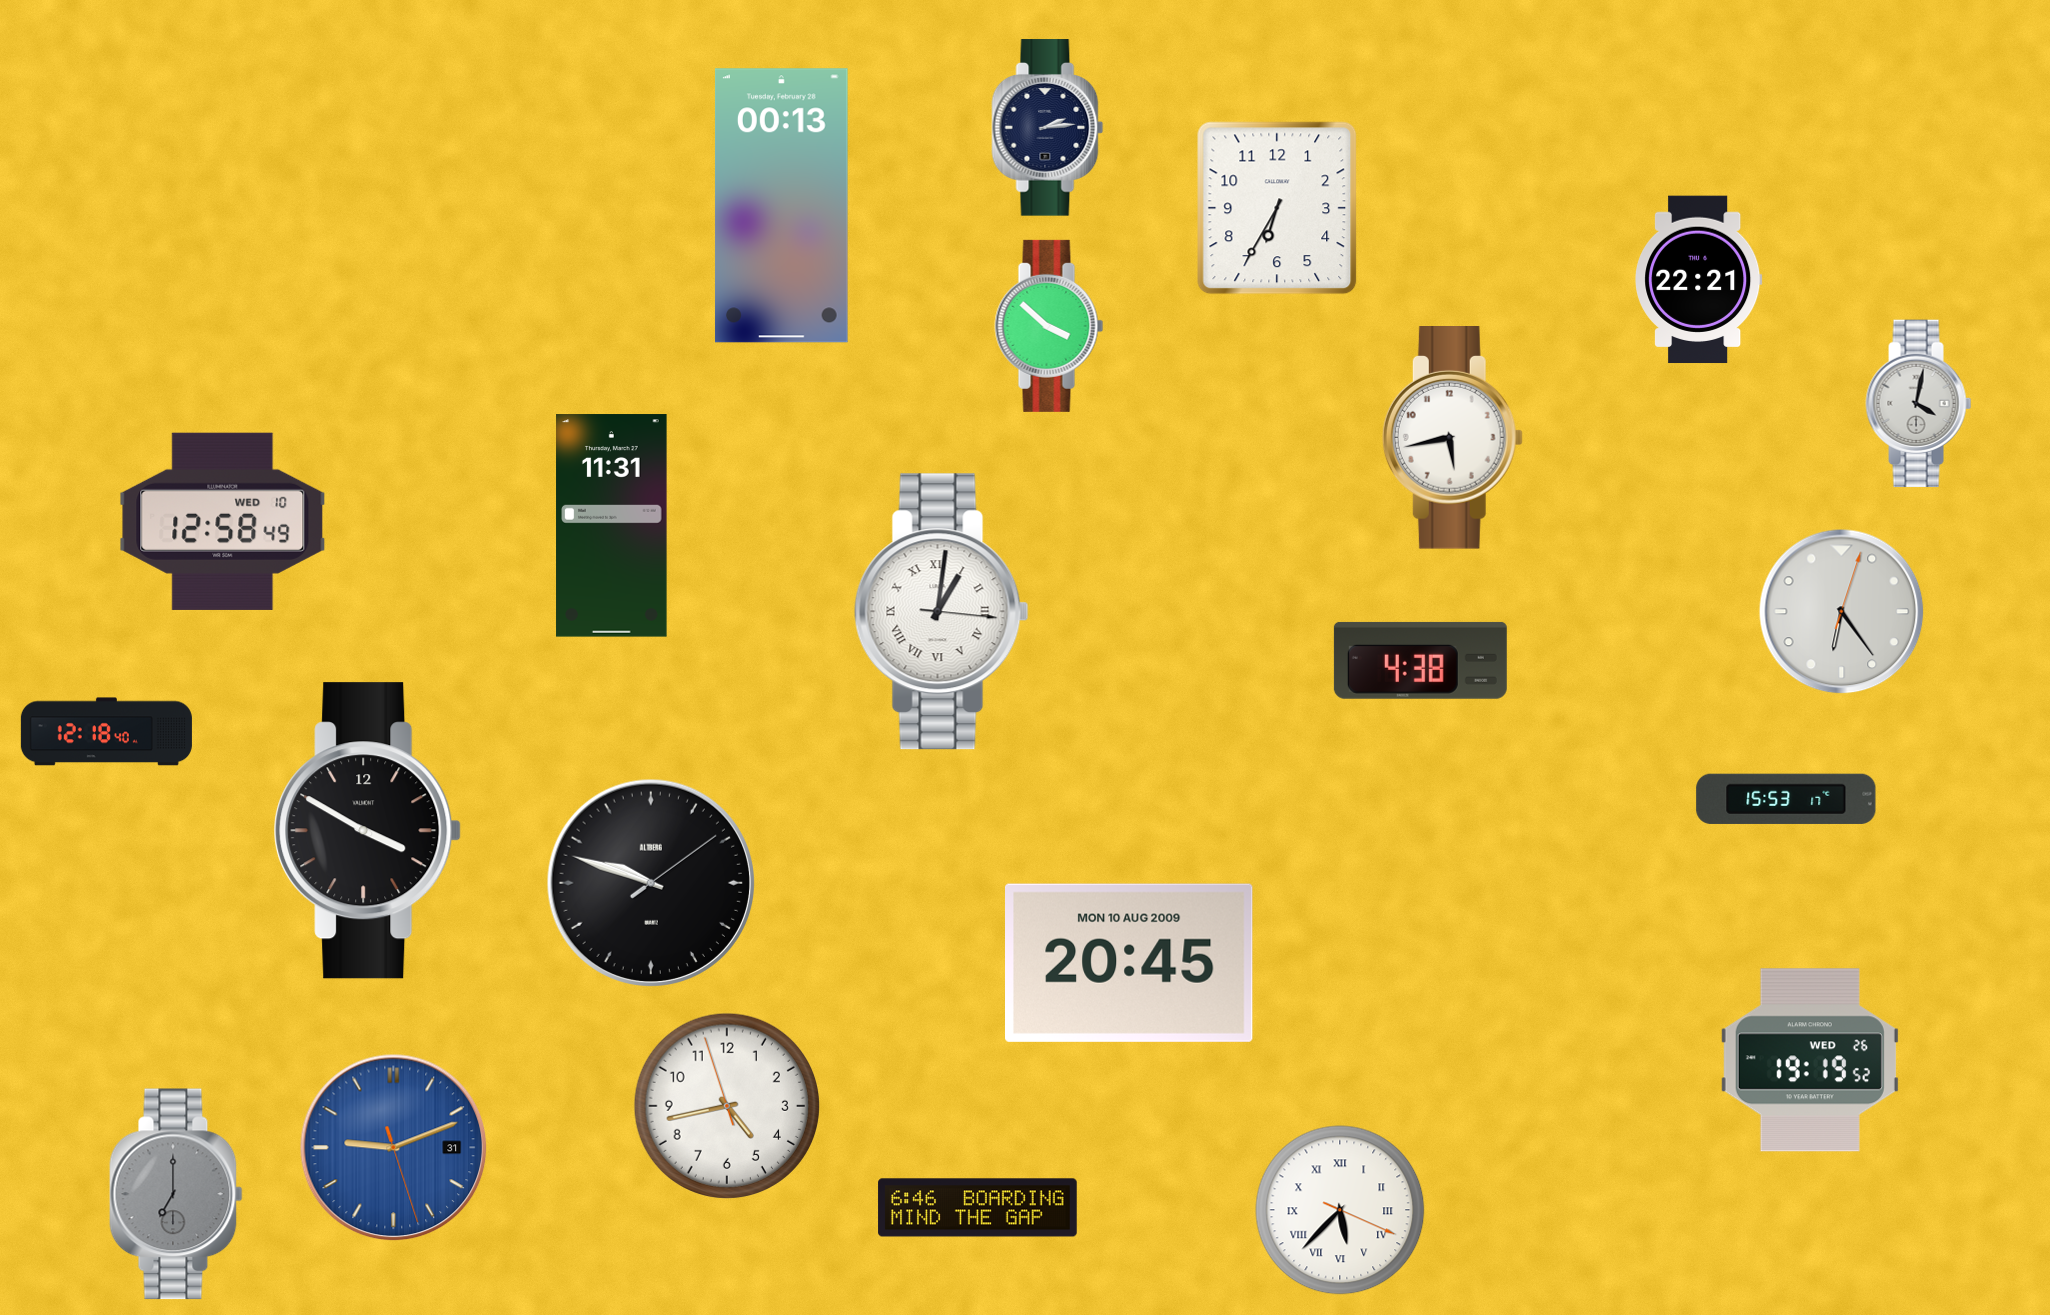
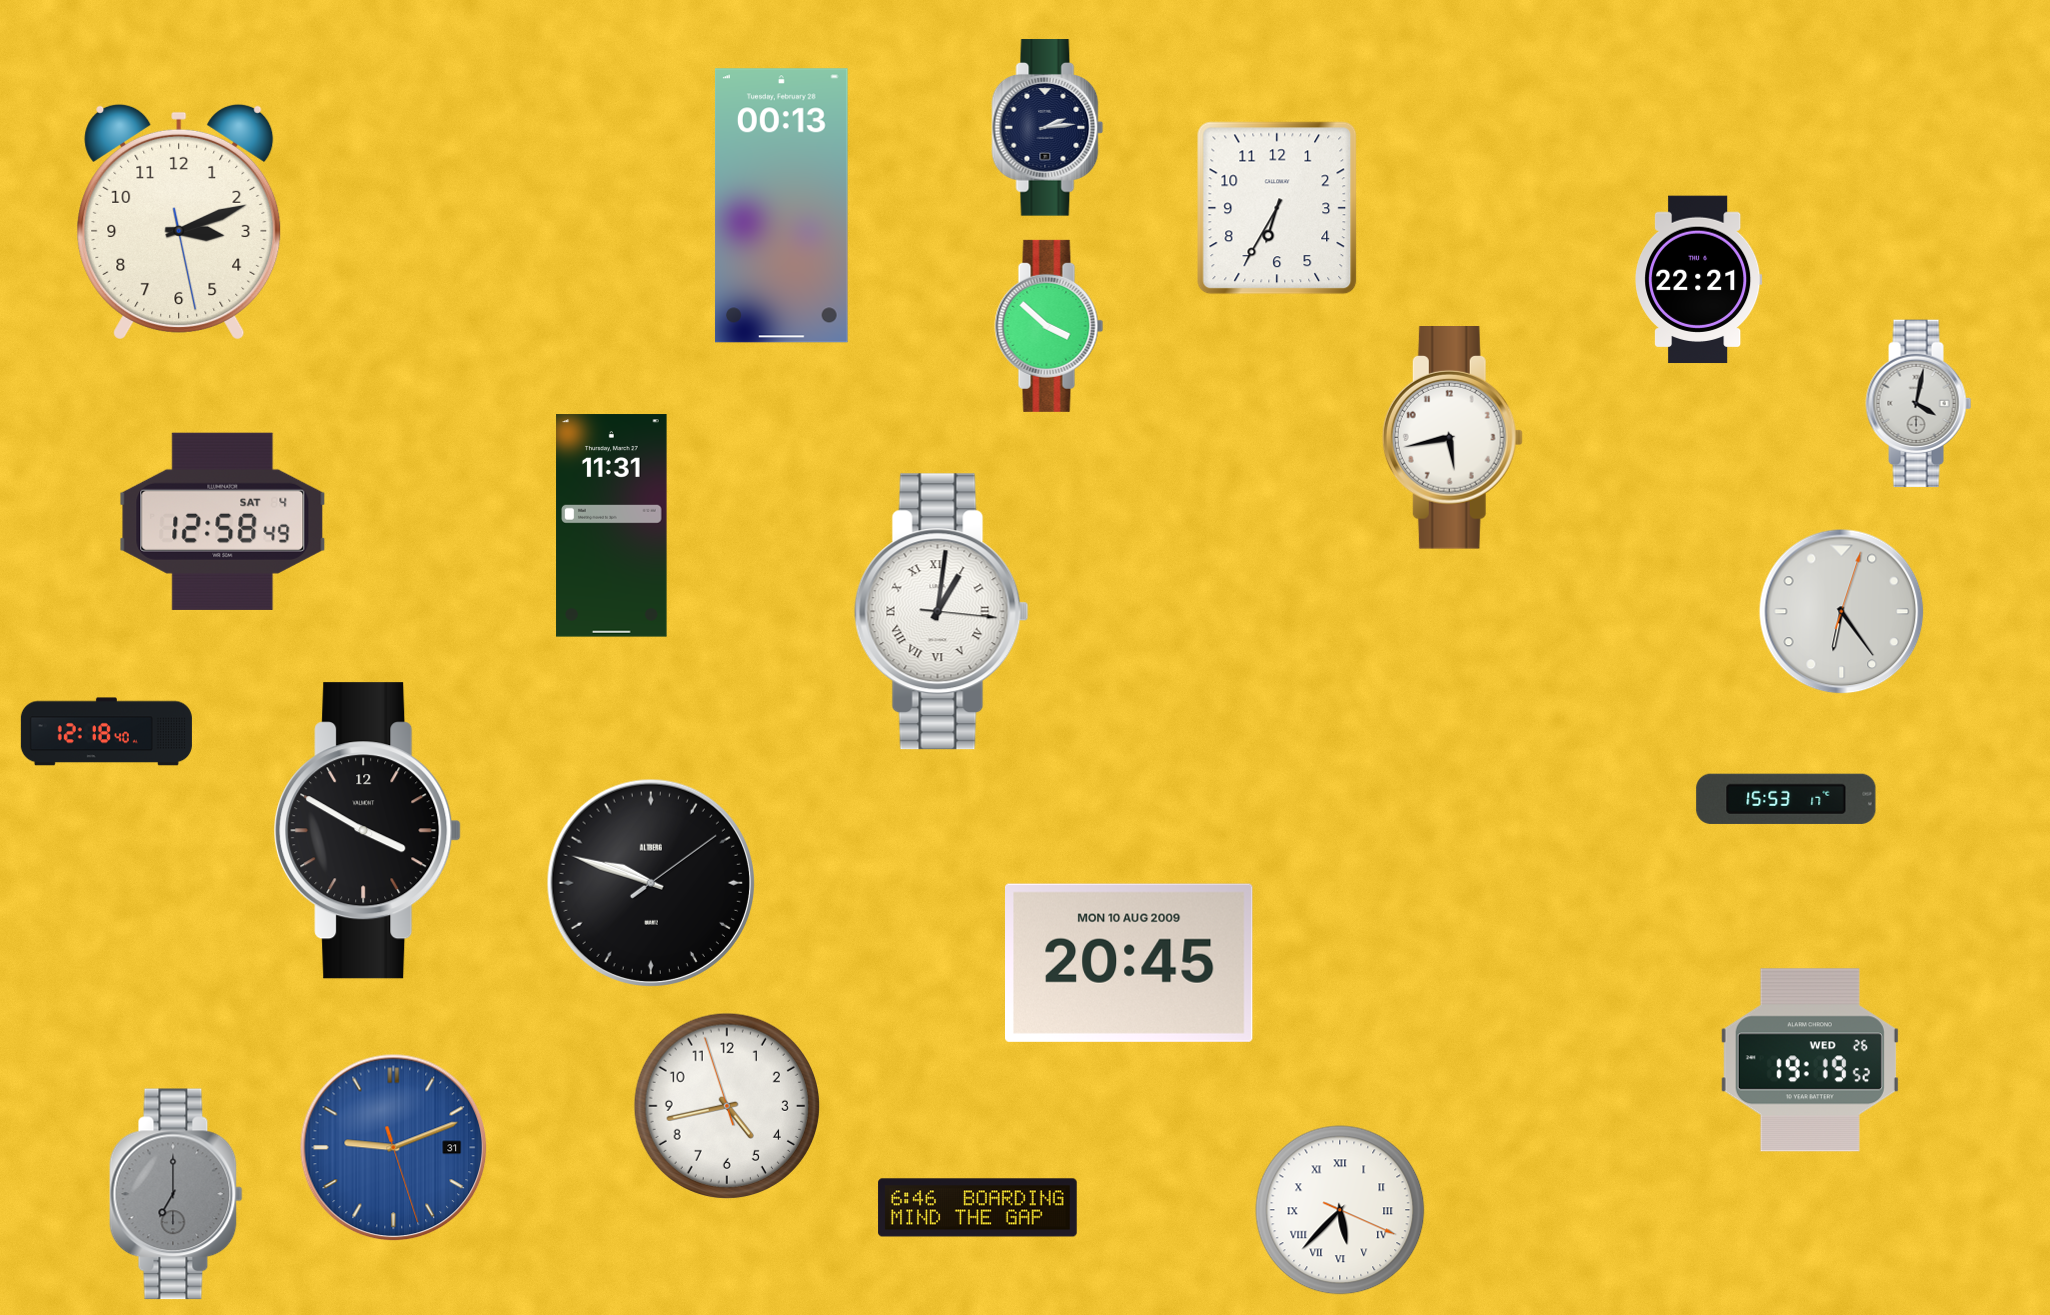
clock at (179, 222): none -> 3:11
clock at (223, 521) date: WED 10 -> SAT 4
clock at (1420, 660): 4:38 -> none
